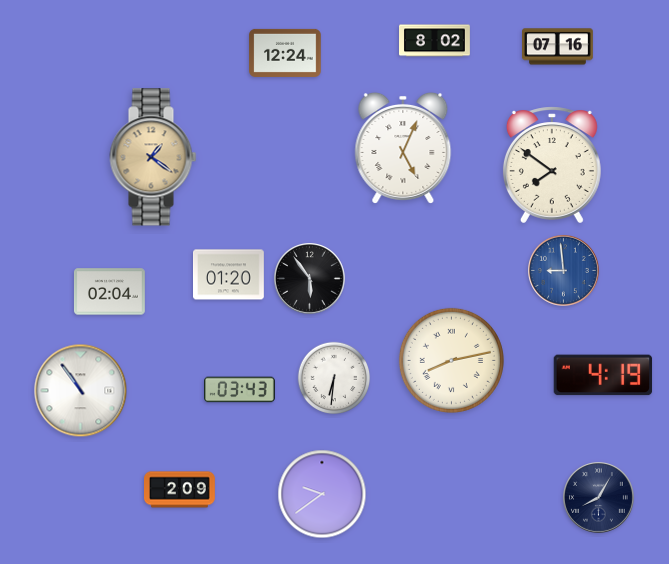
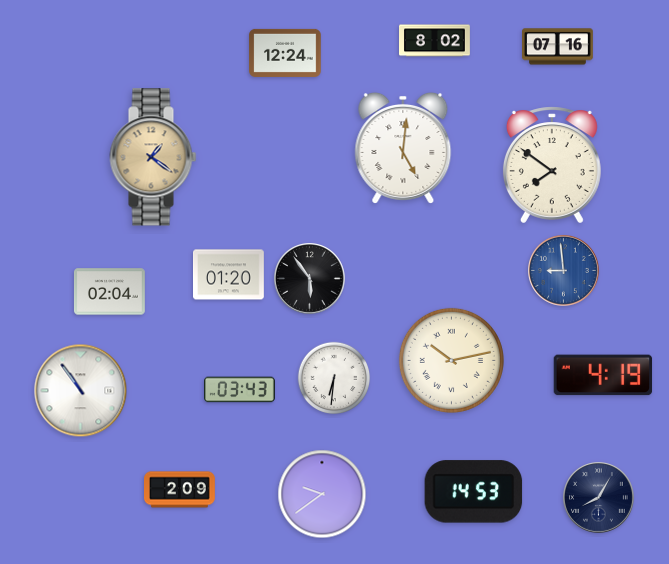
clock at (403, 148): 5:04 -> 5:01
clock at (451, 360): 8:13 -> 10:13
clock at (474, 492): none -> 14:53
